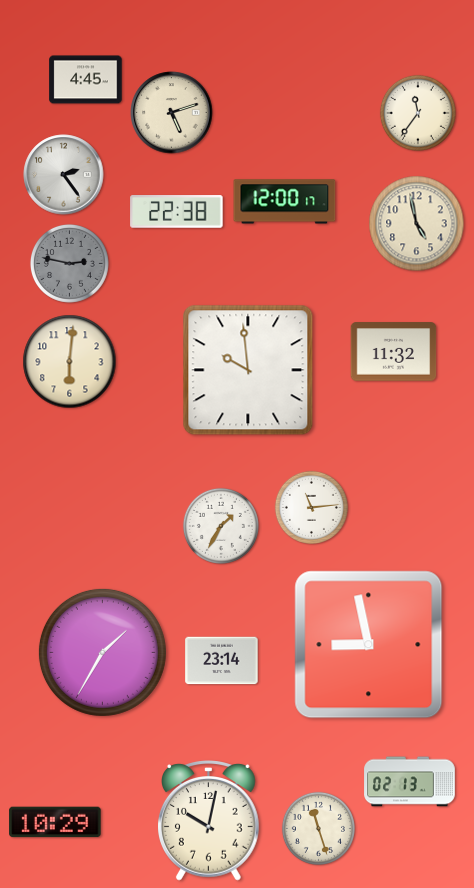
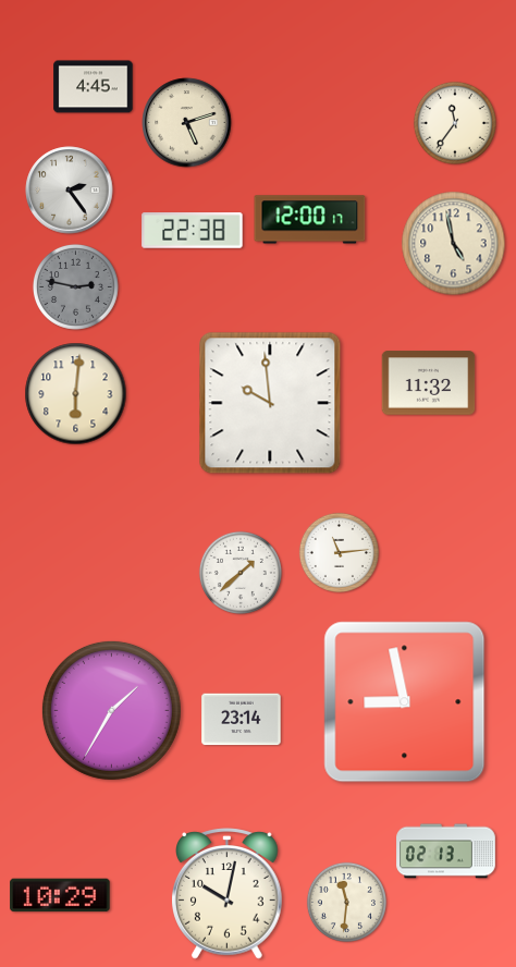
clock at (221, 526): 1:35 -> 1:38
clock at (369, 645) position: (369, 645) -> (405, 702)
clock at (318, 828): 11:27 -> 11:31
